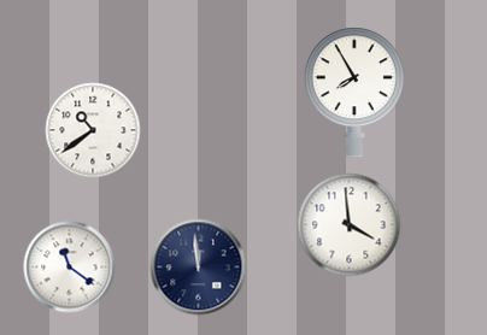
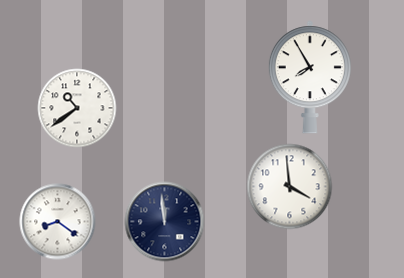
clock at (354, 89) position: (354, 89) -> (310, 77)
clock at (70, 268): 11:21 -> 8:21
